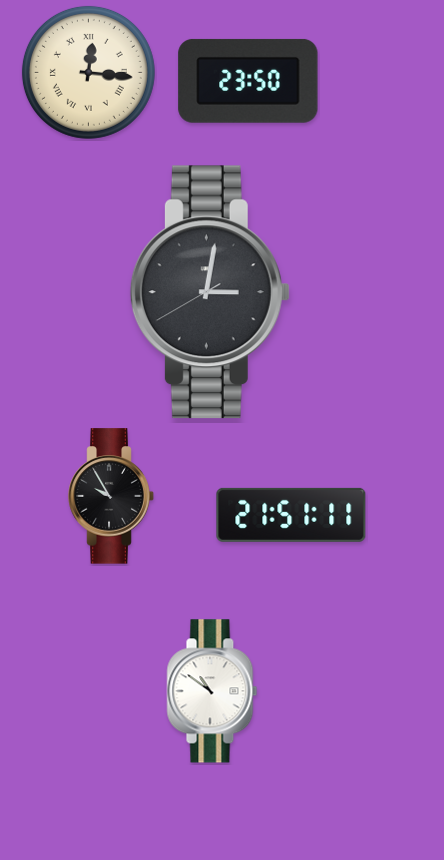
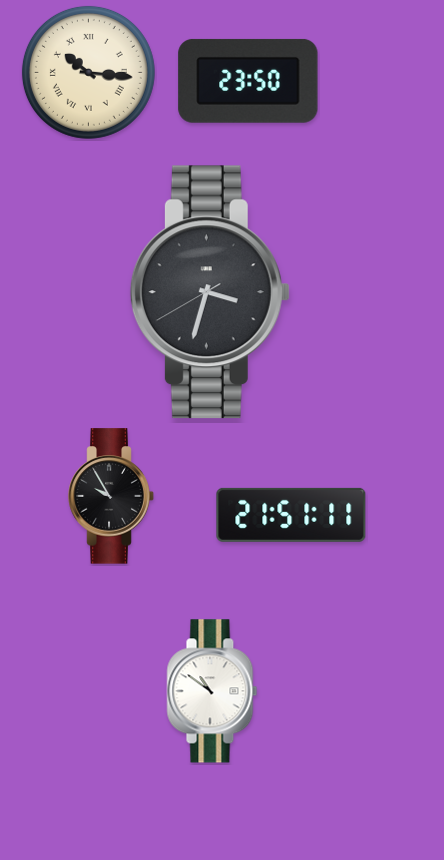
clock at (88, 72): 12:16 -> 10:16
clock at (210, 292): 3:01 -> 3:32
